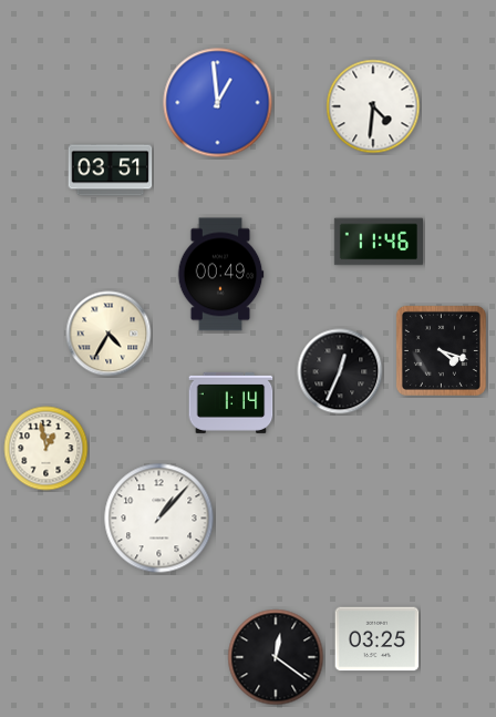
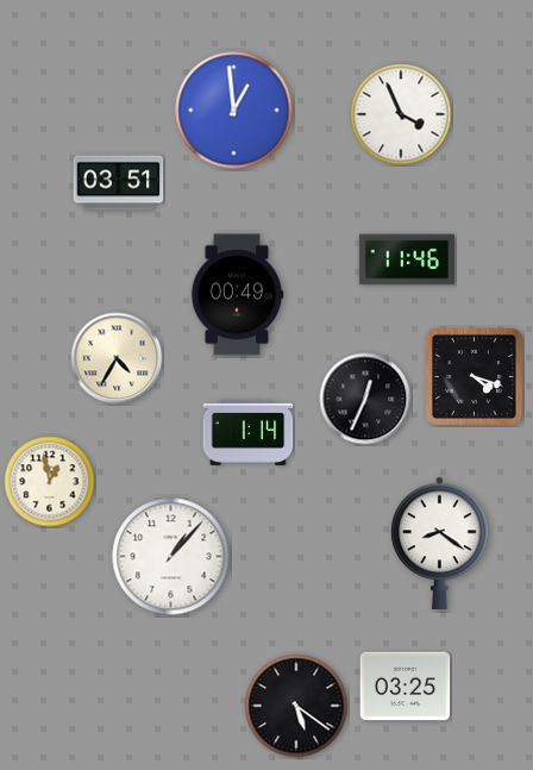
clock at (373, 106): 4:31 -> 3:56
clock at (440, 544): none -> 8:21
clock at (276, 657): 12:21 -> 5:21
